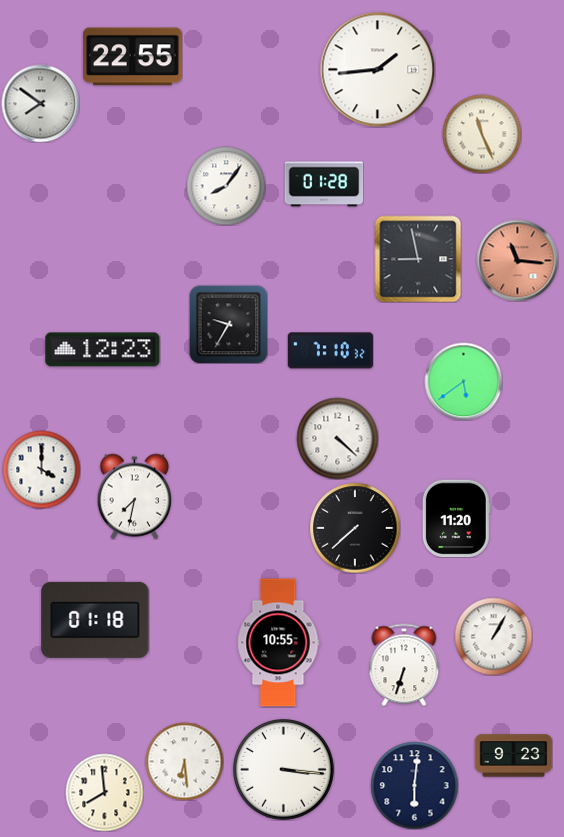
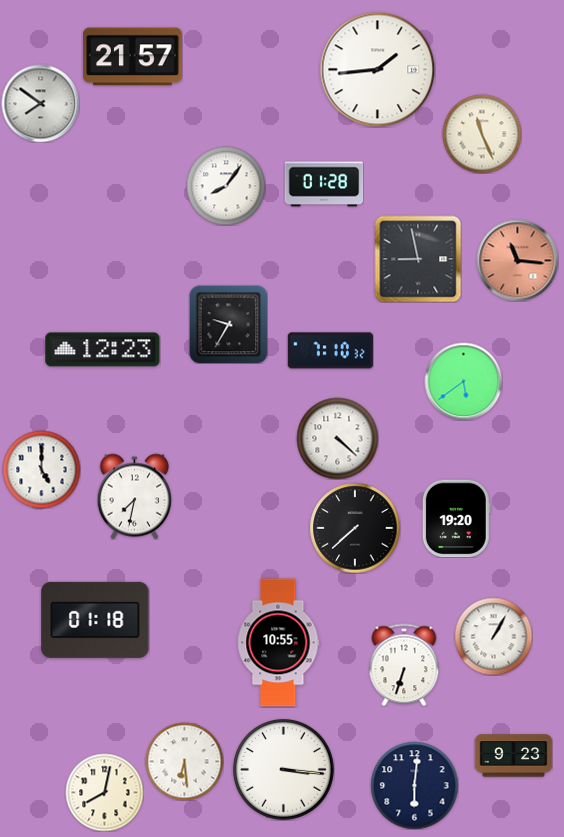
clock at (133, 57): 22:55 -> 21:57
clock at (41, 469): 4:00 -> 5:00
clock at (456, 518): 11:20 -> 19:20
clock at (104, 792): 7:59 -> 8:02
